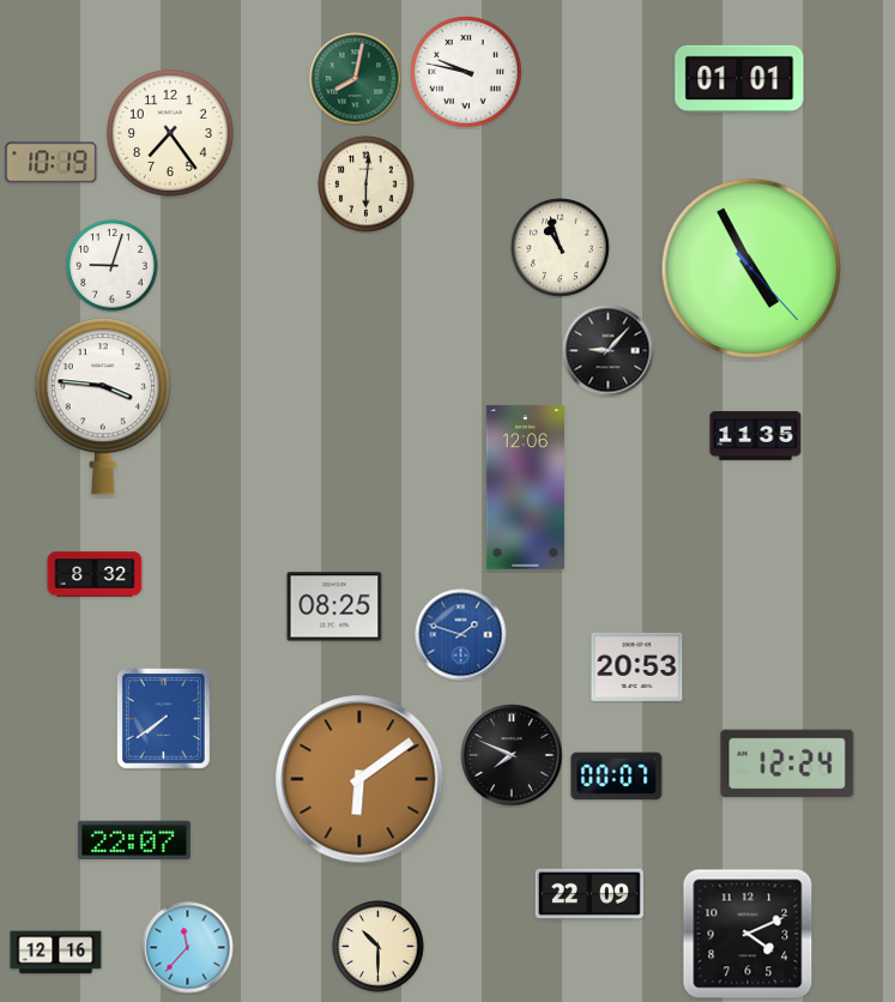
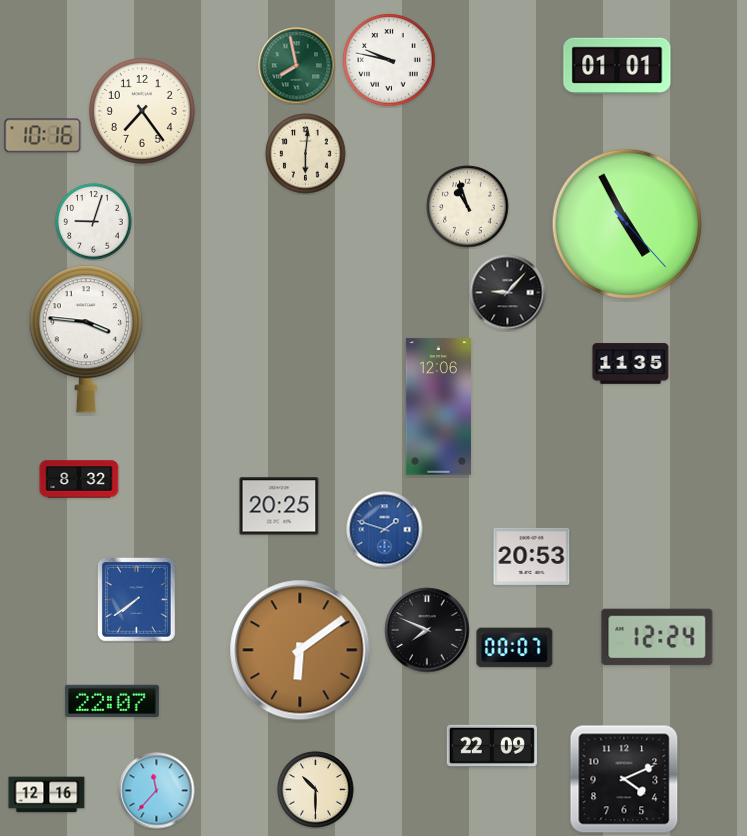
clock at (356, 79): 8:02 -> 7:58
clock at (52, 163): 10:19 -> 10:16
clock at (334, 606): 08:25 -> 20:25
